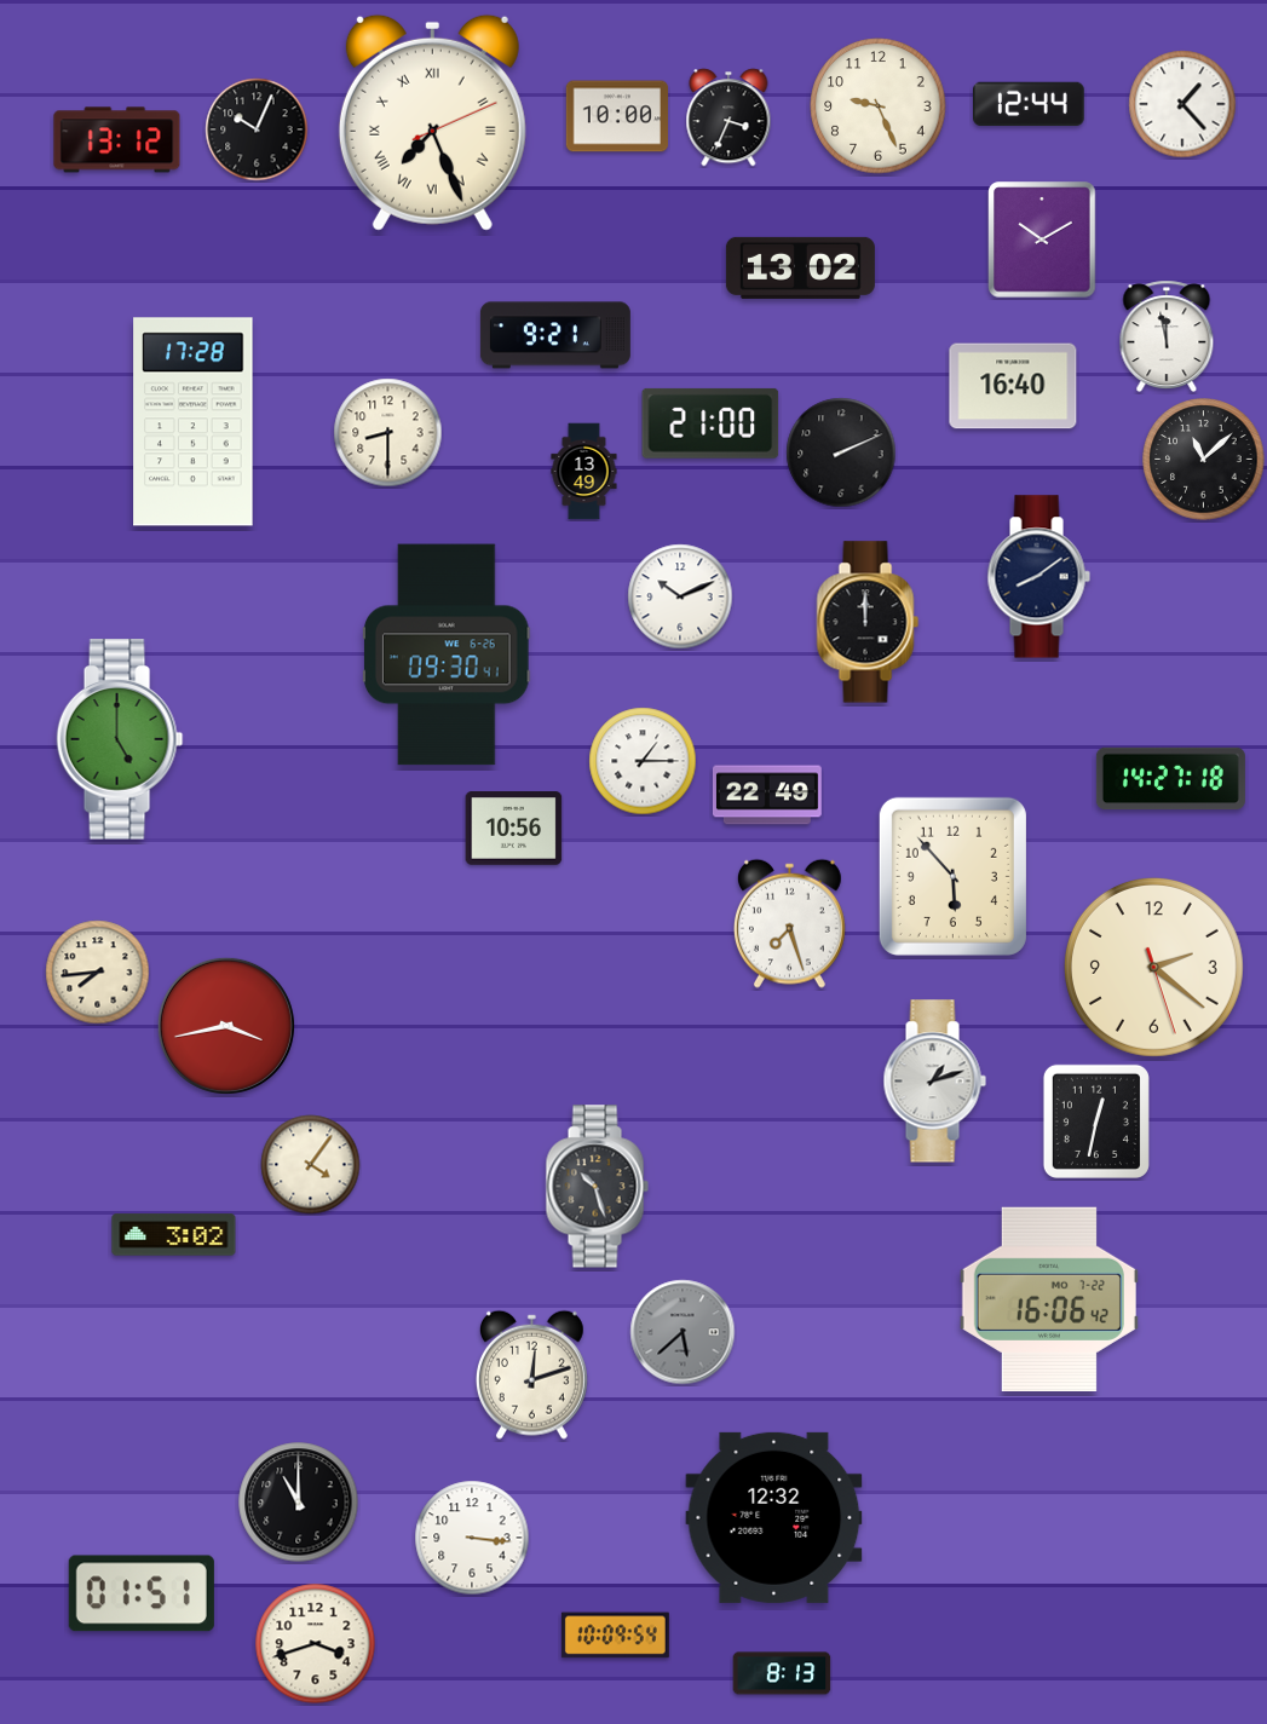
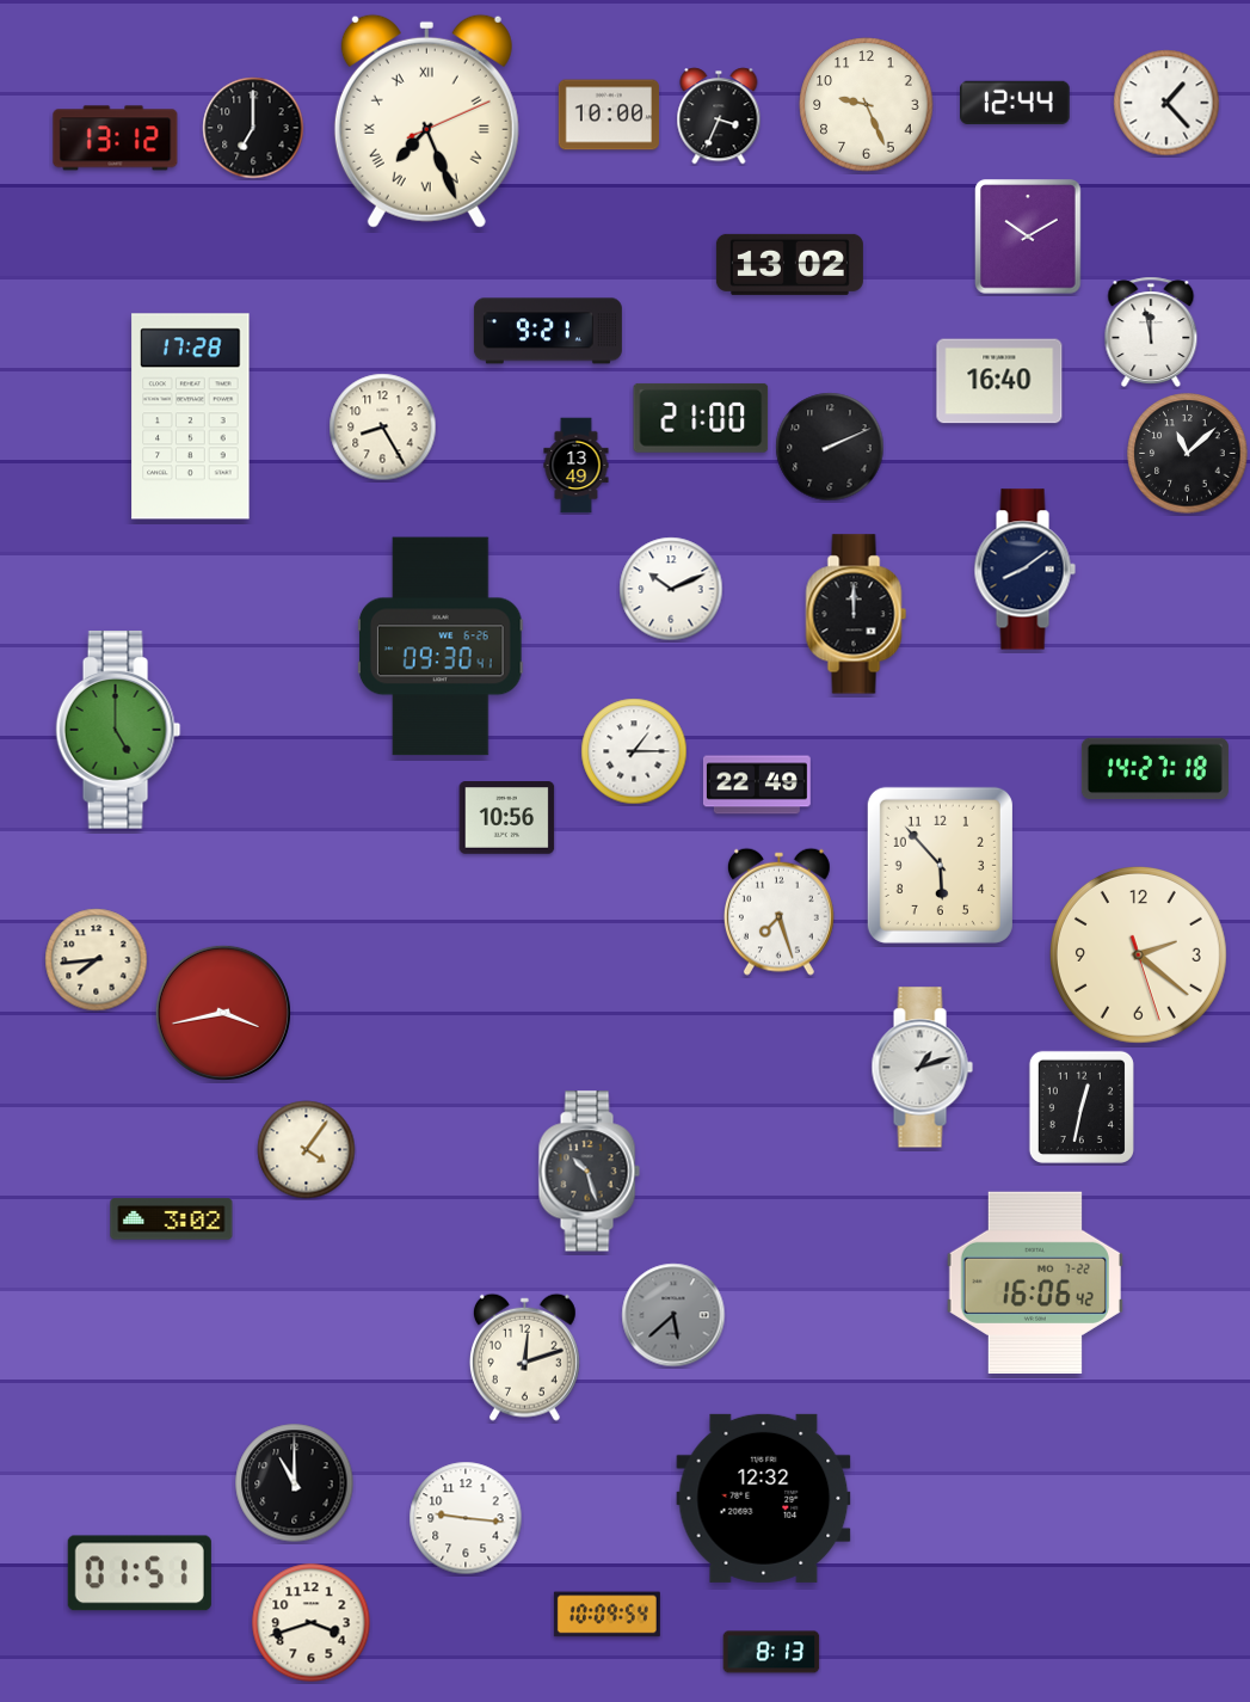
clock at (257, 129): 10:04 -> 7:00
clock at (388, 433): 8:30 -> 8:25
clock at (472, 1538): 3:16 -> 9:16
